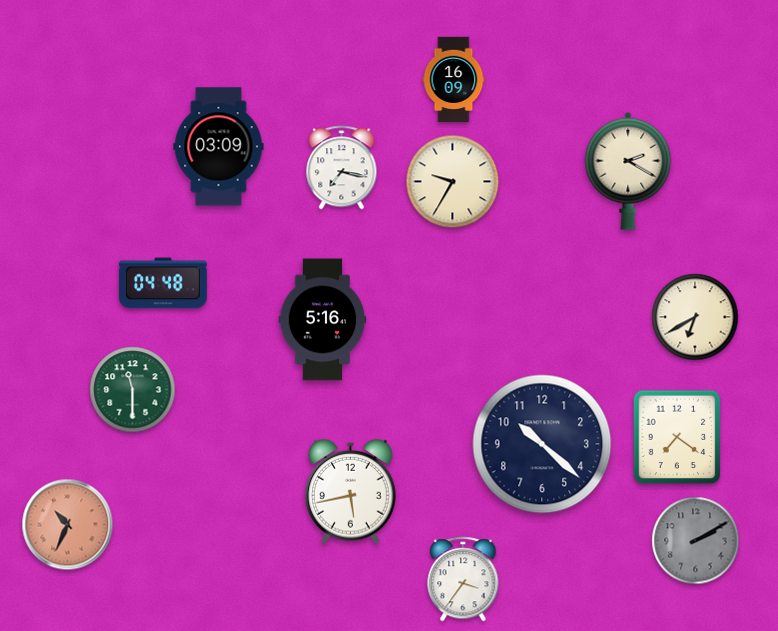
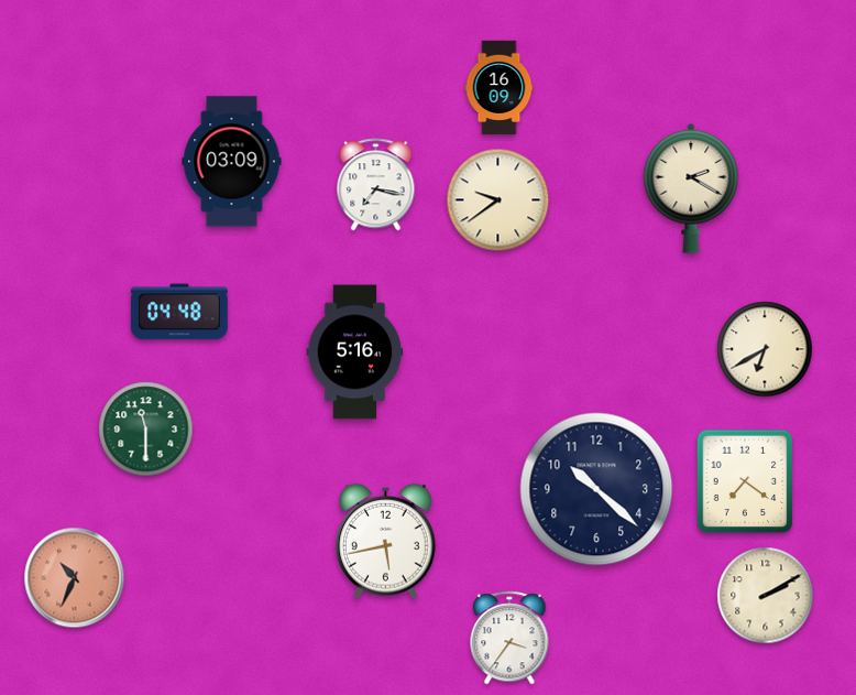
clock at (219, 147) position: (219, 147) -> (232, 162)
clock at (453, 182): 9:35 -> 9:39
clock at (696, 541) dial: grey -> cream
